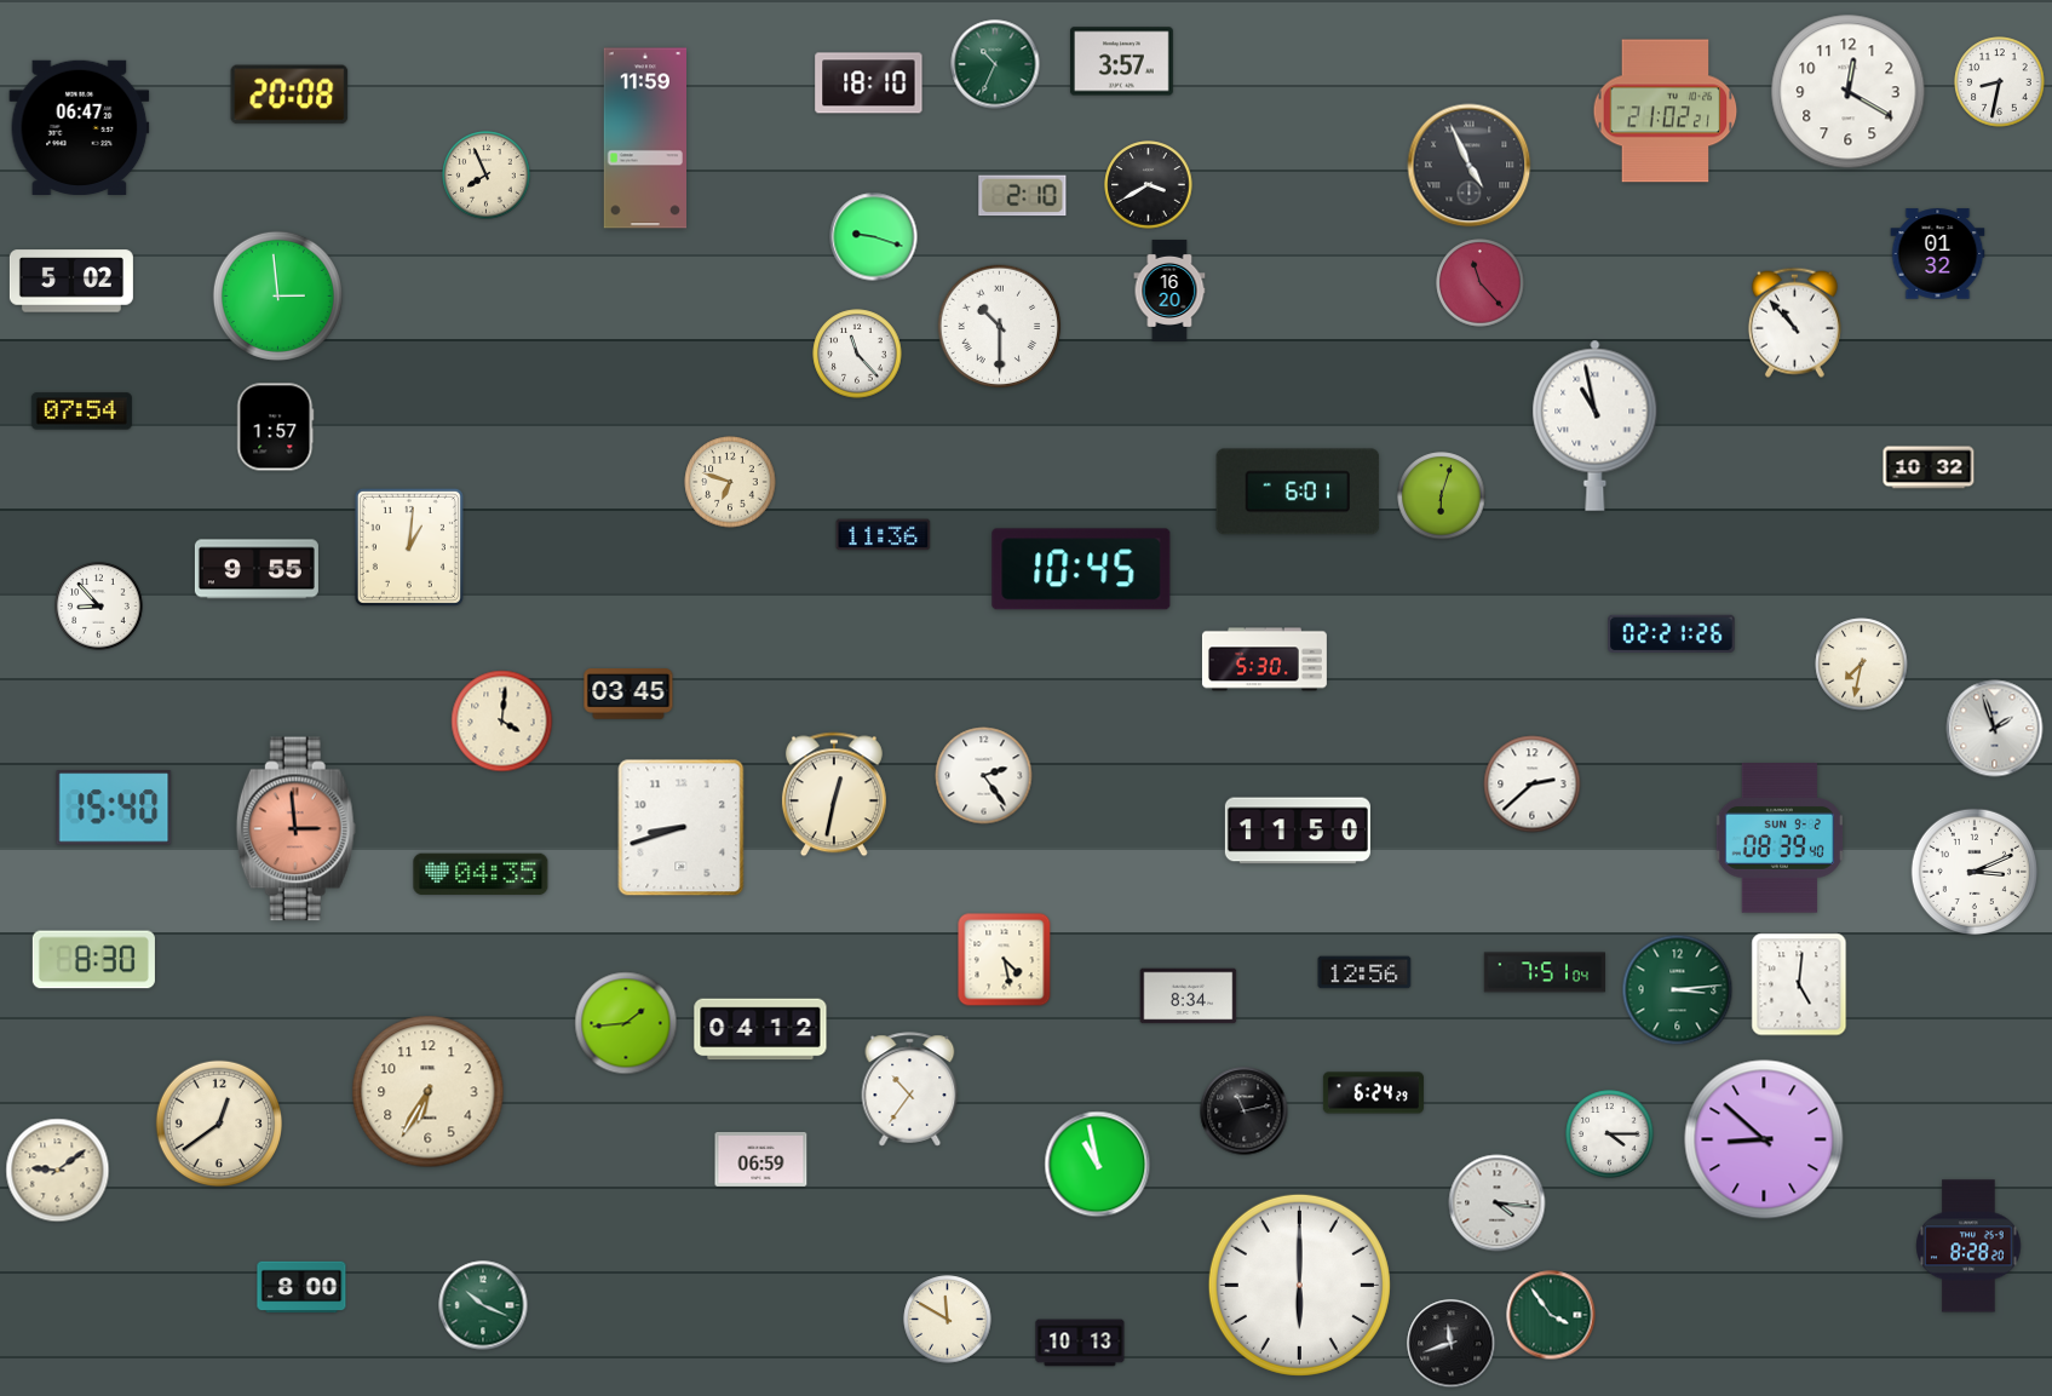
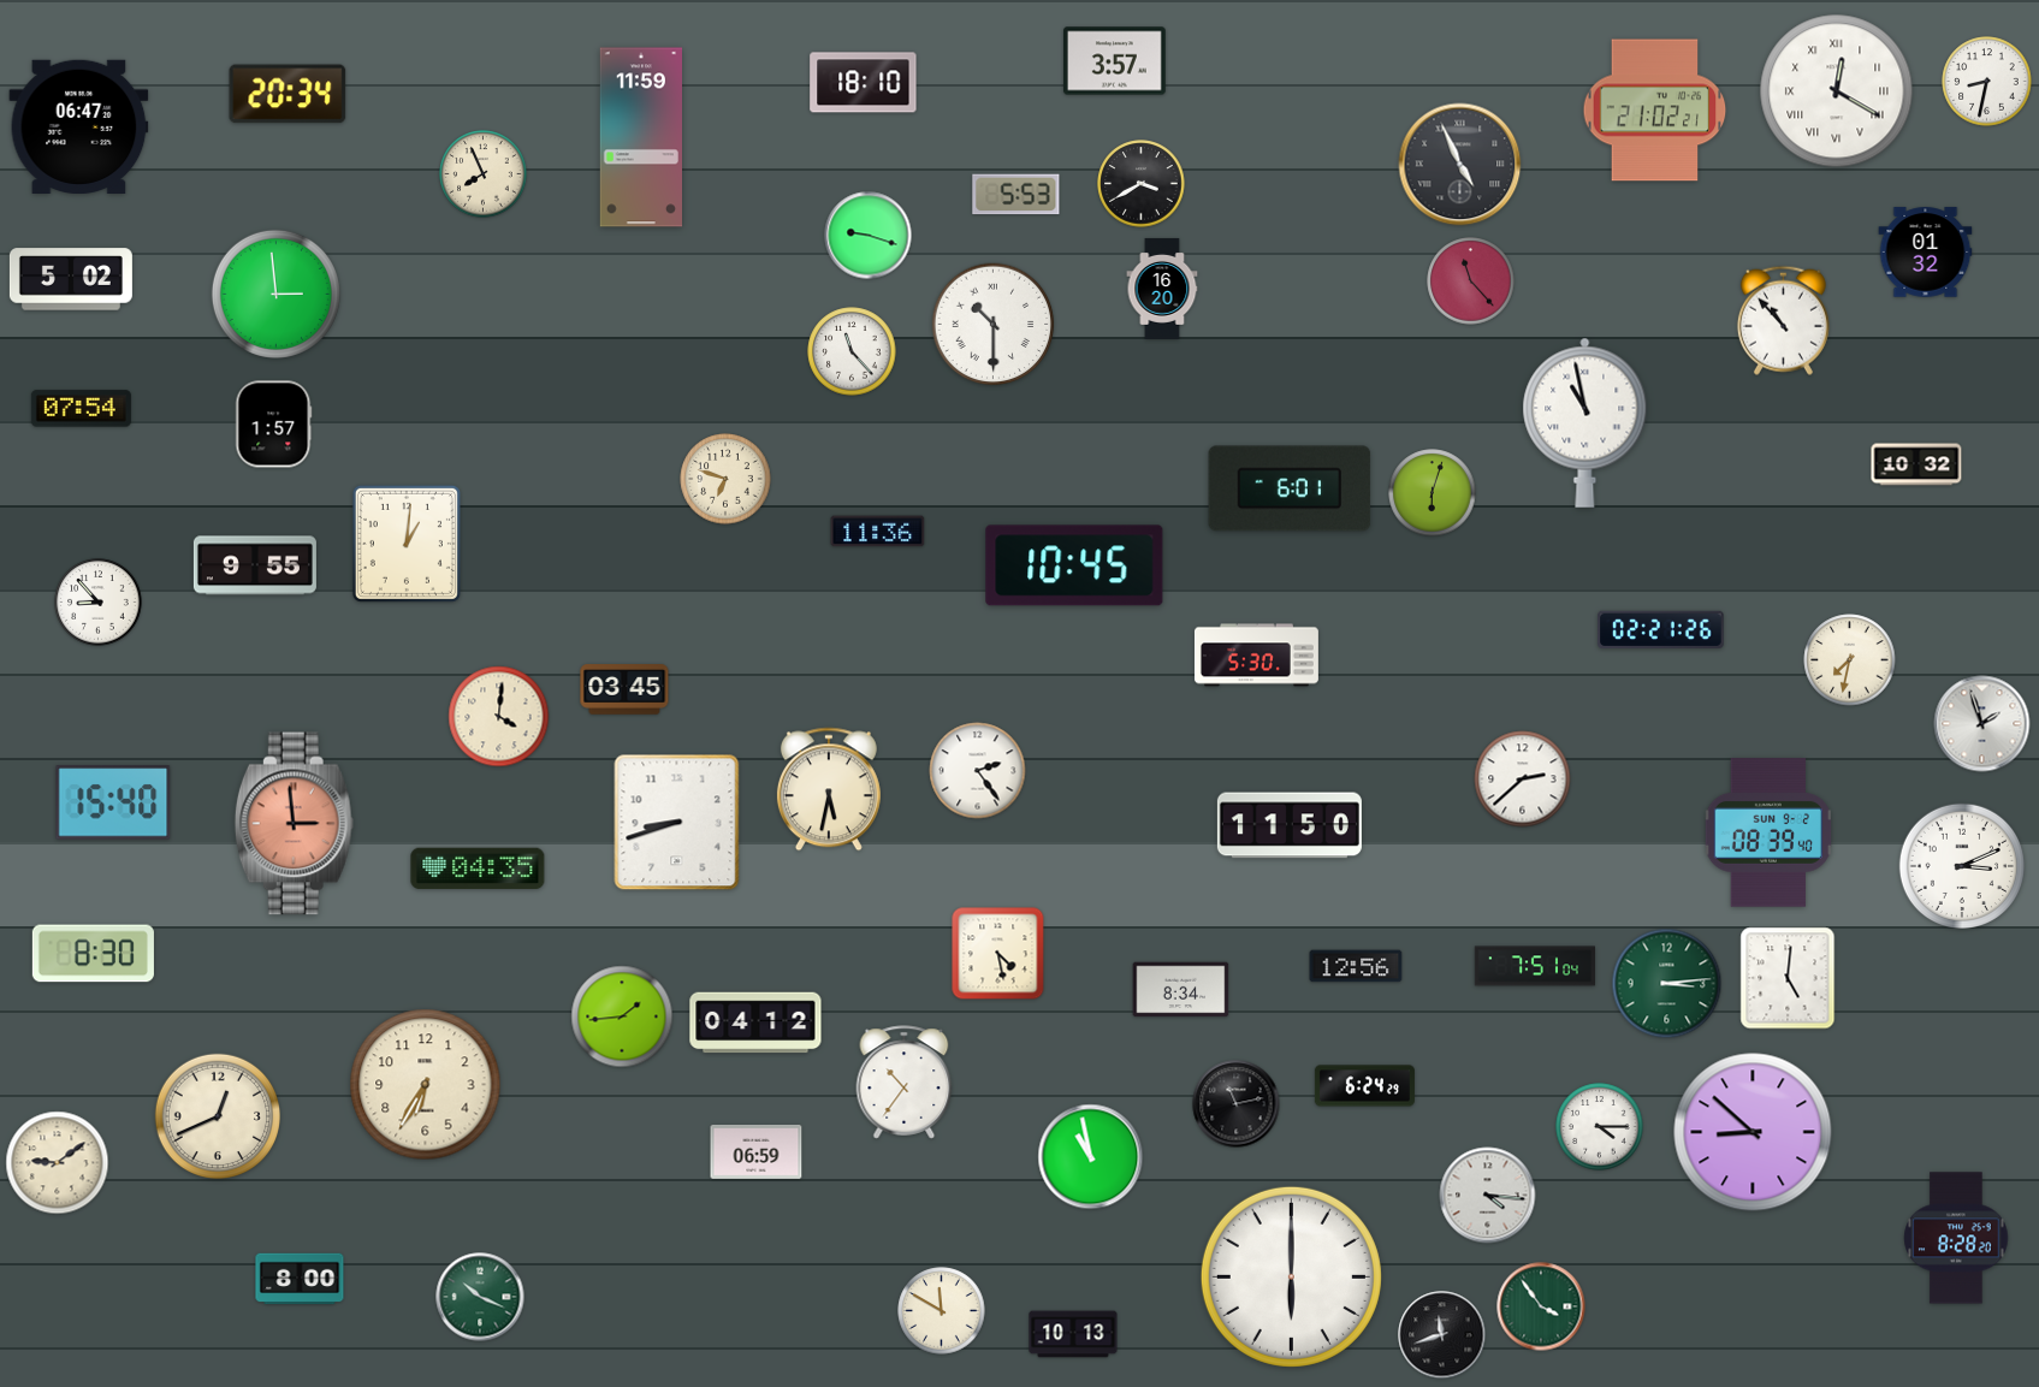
clock at (995, 64): 10:34 -> none
clock at (1849, 92) numerals: Arabic -> Roman
clock at (289, 94): 20:08 -> 20:34
clock at (1023, 196): 2:10 -> 5:53
clock at (834, 794): 12:32 -> 5:32
clock at (218, 1122): 12:39 -> 12:41
